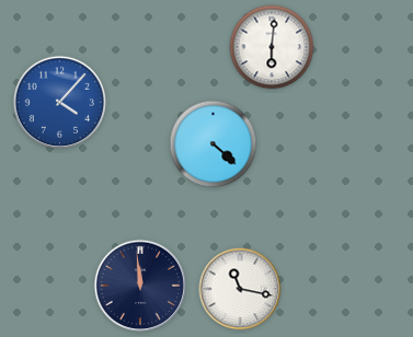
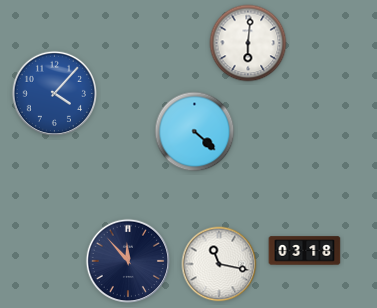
clock at (305, 251): none -> 03:18
clock at (140, 286): 11:59 -> 11:53
